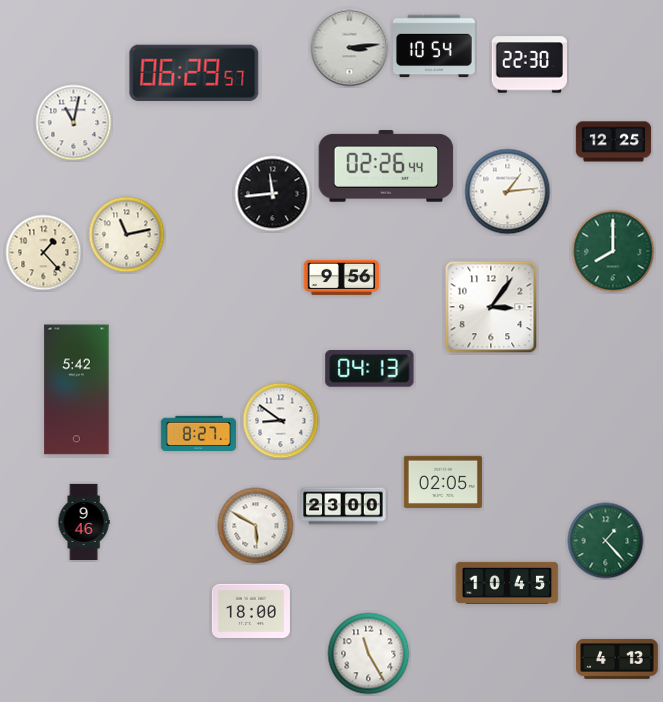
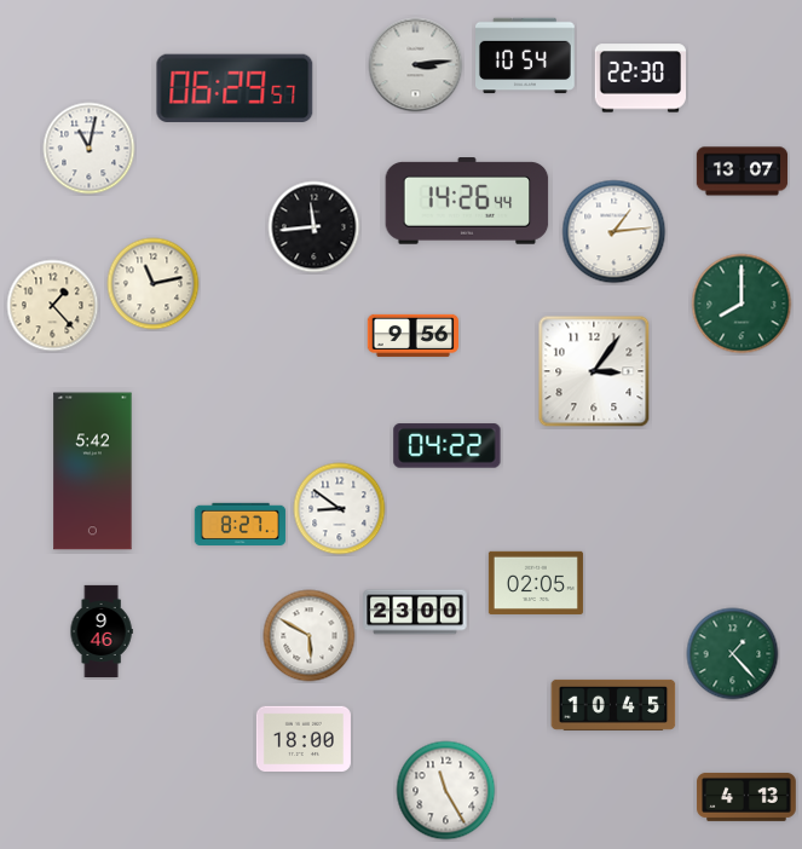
clock at (350, 48) position: (350, 48) -> (416, 65)
clock at (614, 142): 12:25 -> 13:07
clock at (386, 166): 02:26 -> 14:26
clock at (273, 194) position: (273, 194) -> (315, 227)
clock at (370, 369): 04:13 -> 04:22
